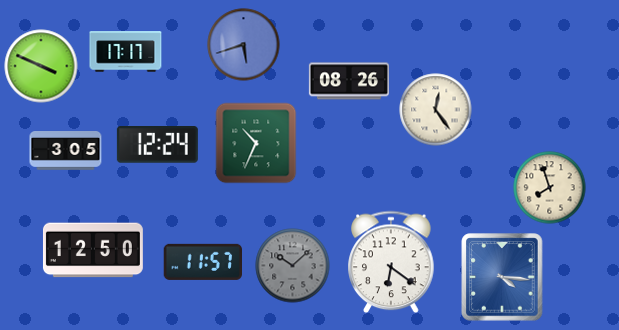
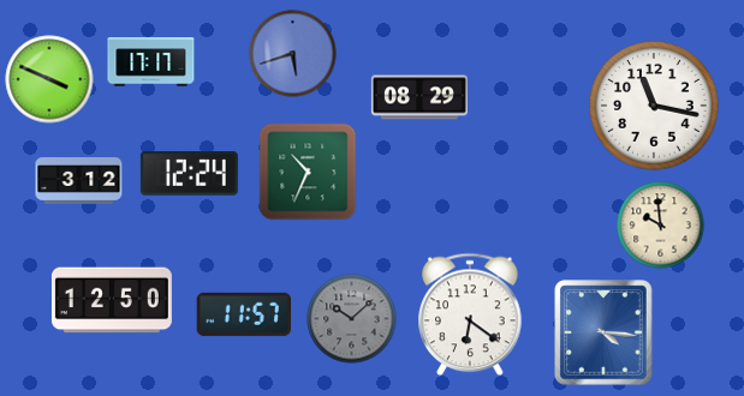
clock at (349, 81): 08:26 -> 08:29
clock at (655, 107): none -> 11:17
clock at (436, 110): 12:24 -> none
clock at (66, 151): 3:05 -> 3:12
clock at (550, 188): 7:57 -> 9:59
